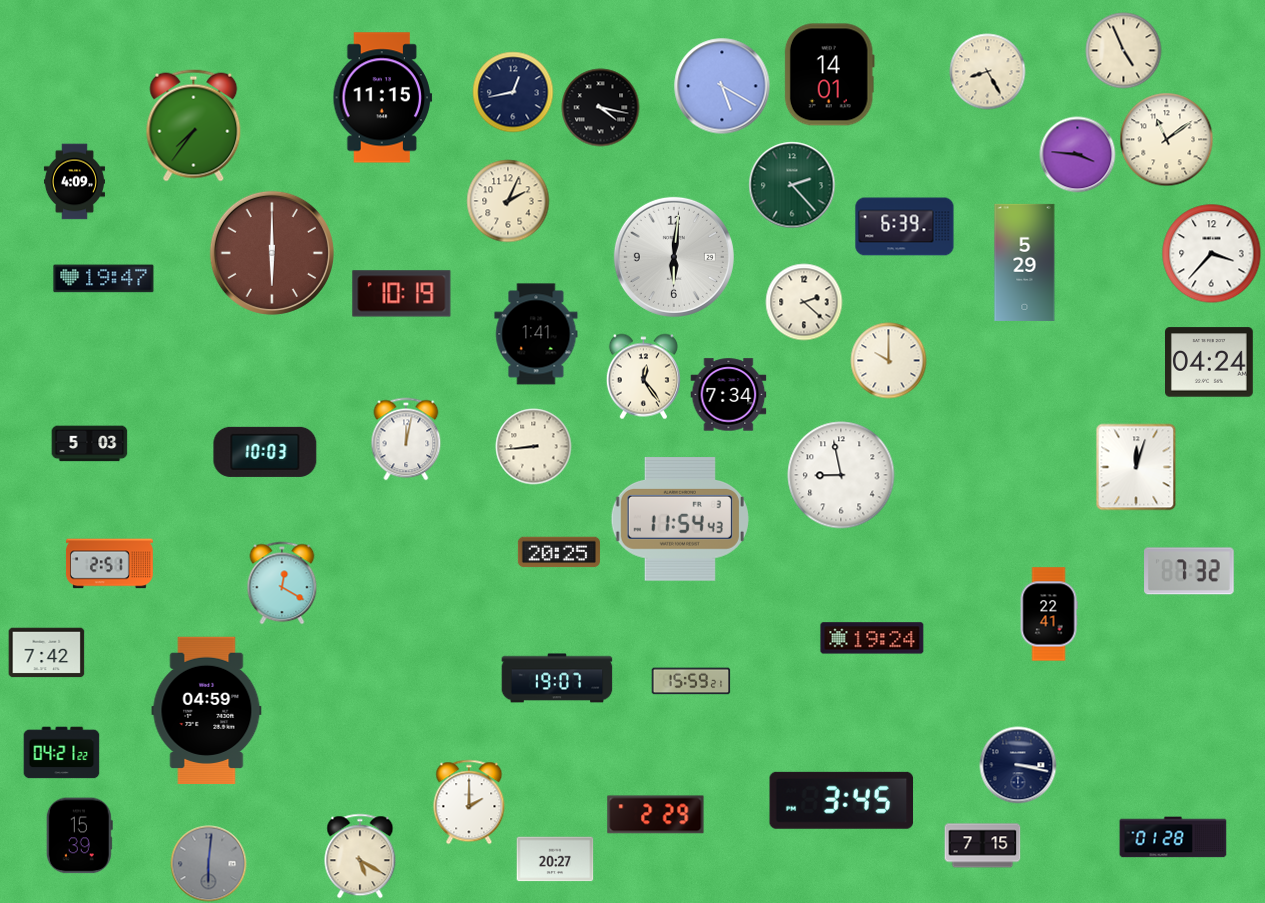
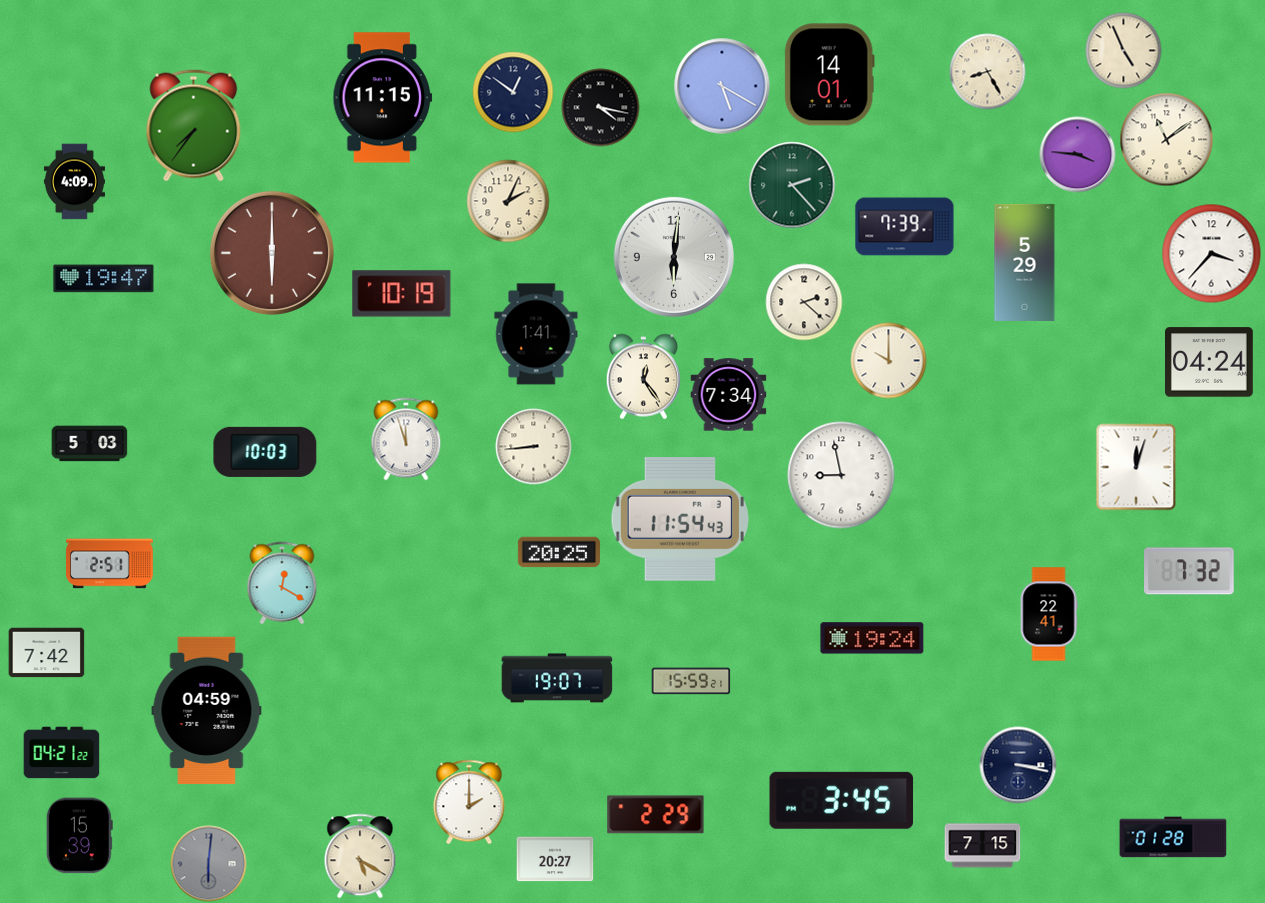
clock at (513, 92): 12:43 -> 12:51
clock at (905, 227): 6:39 -> 7:39
clock at (406, 439): 12:02 -> 11:57
